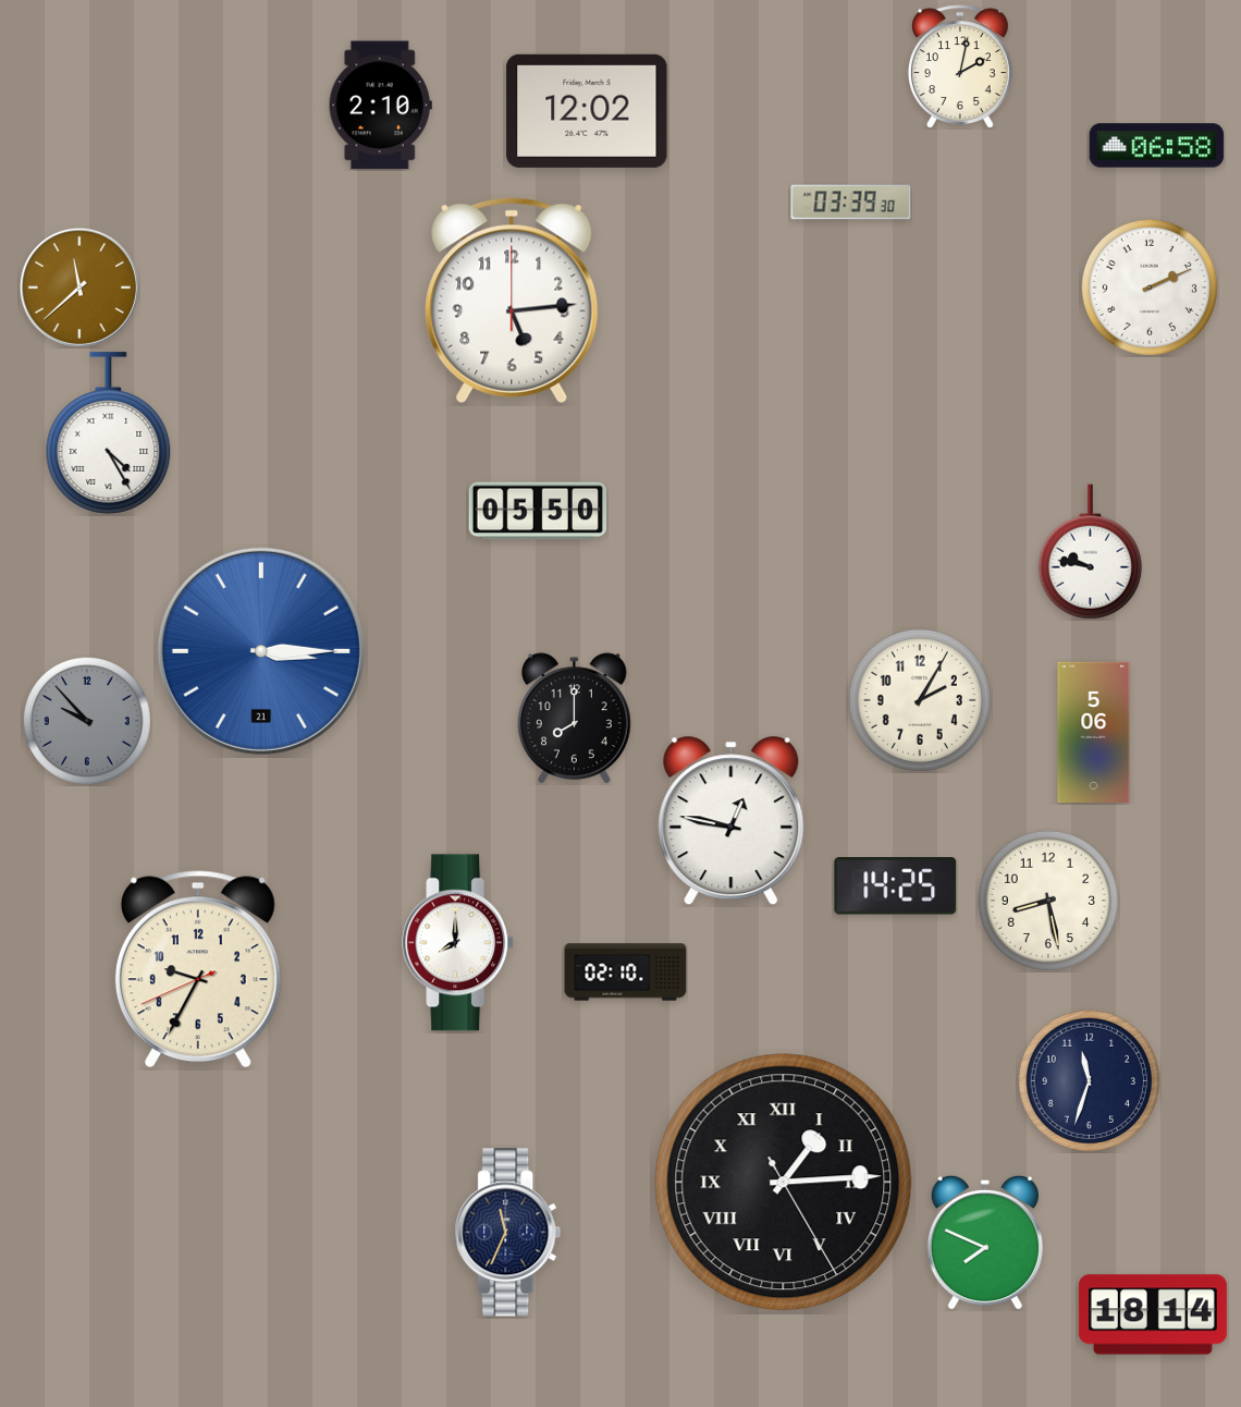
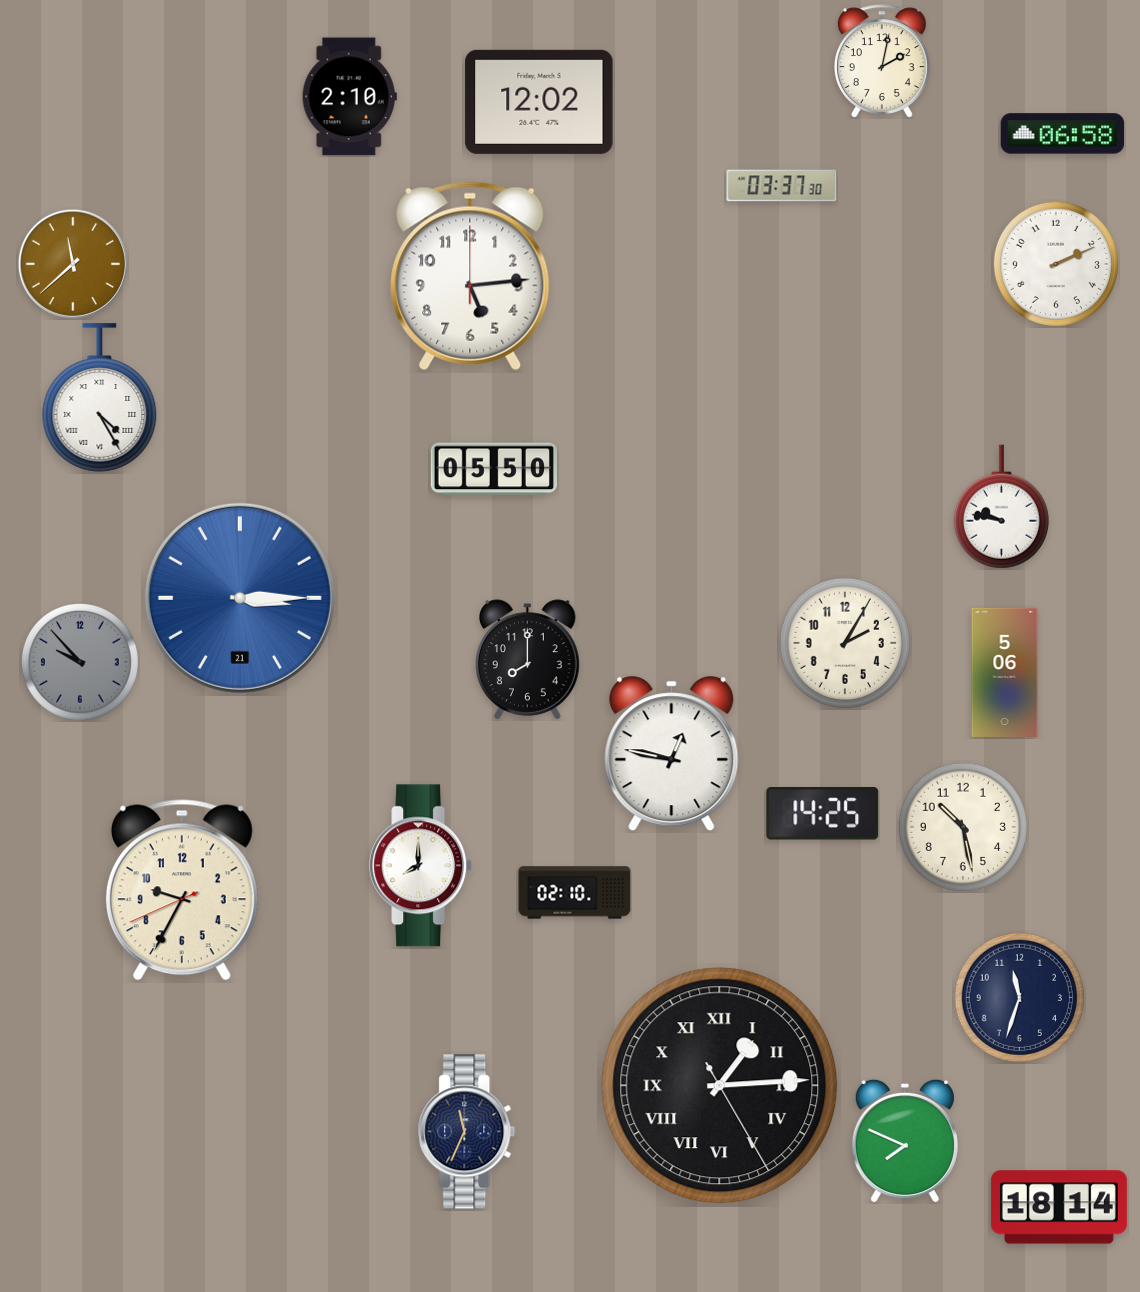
clock at (851, 203): 03:39 -> 03:37
clock at (1048, 901): 8:28 -> 10:28
clock at (1089, 1080) position: (1089, 1080) -> (1019, 997)
